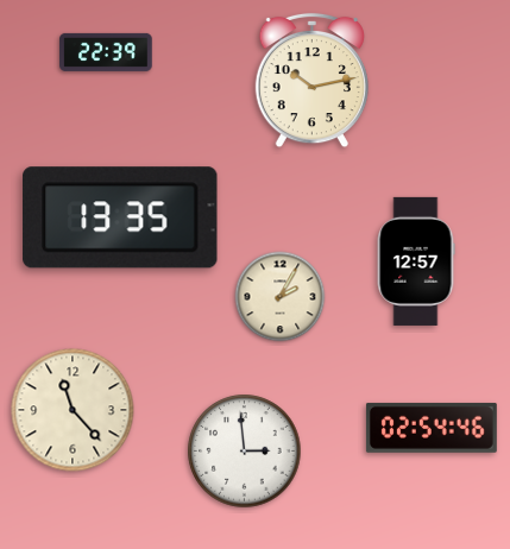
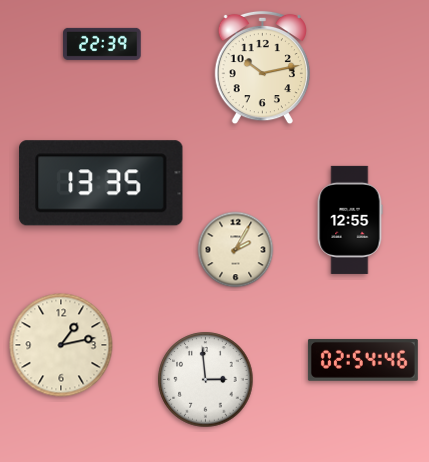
clock at (106, 52) position: (106, 52) -> (102, 44)
clock at (416, 261): 12:57 -> 12:55
clock at (73, 410): 11:23 -> 1:13
